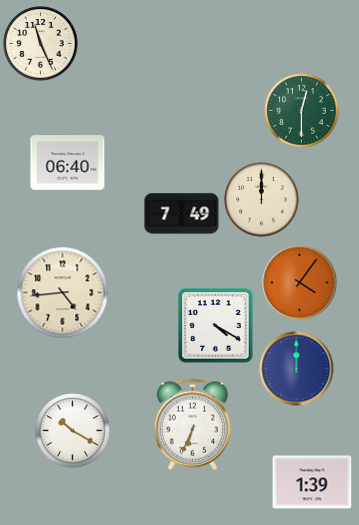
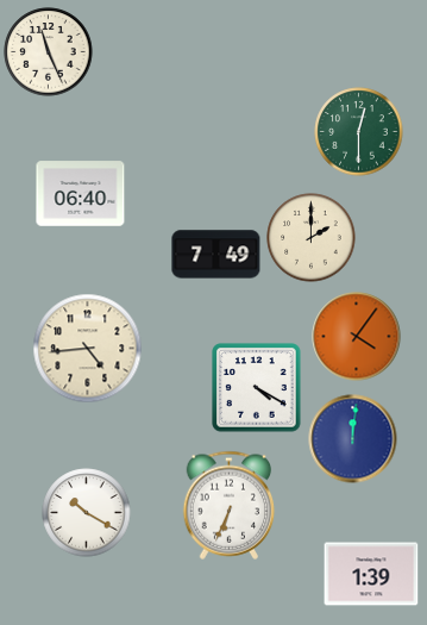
clock at (262, 200): 12:00 -> 2:00
clock at (63, 293) position: (63, 293) -> (88, 349)
clock at (297, 369): 12:00 -> 12:01
